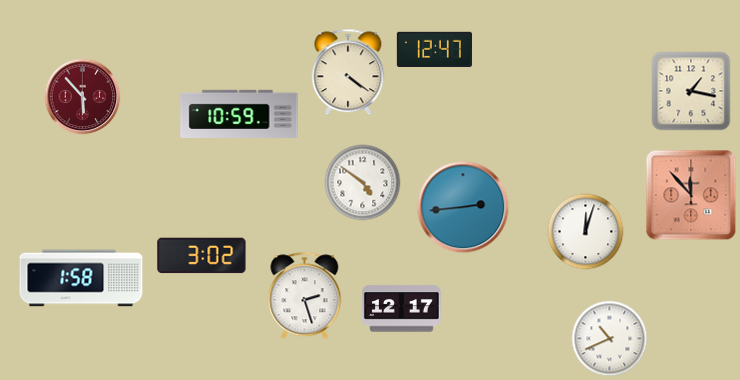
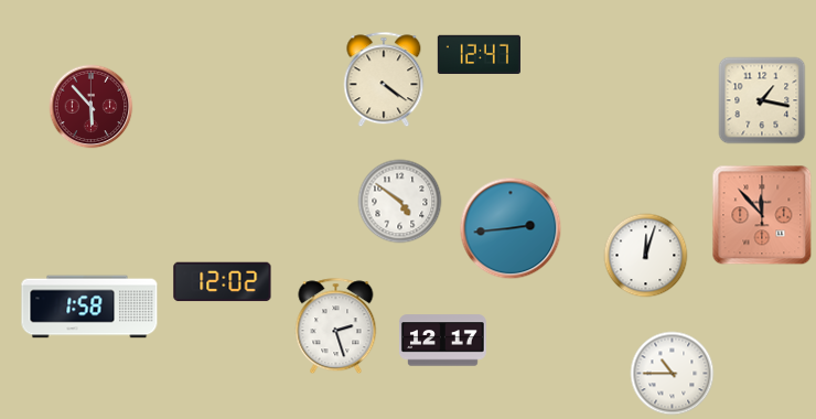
clock at (239, 114): 10:59 -> none
clock at (202, 256): 3:02 -> 12:02
clock at (610, 339): 10:41 -> 10:45
